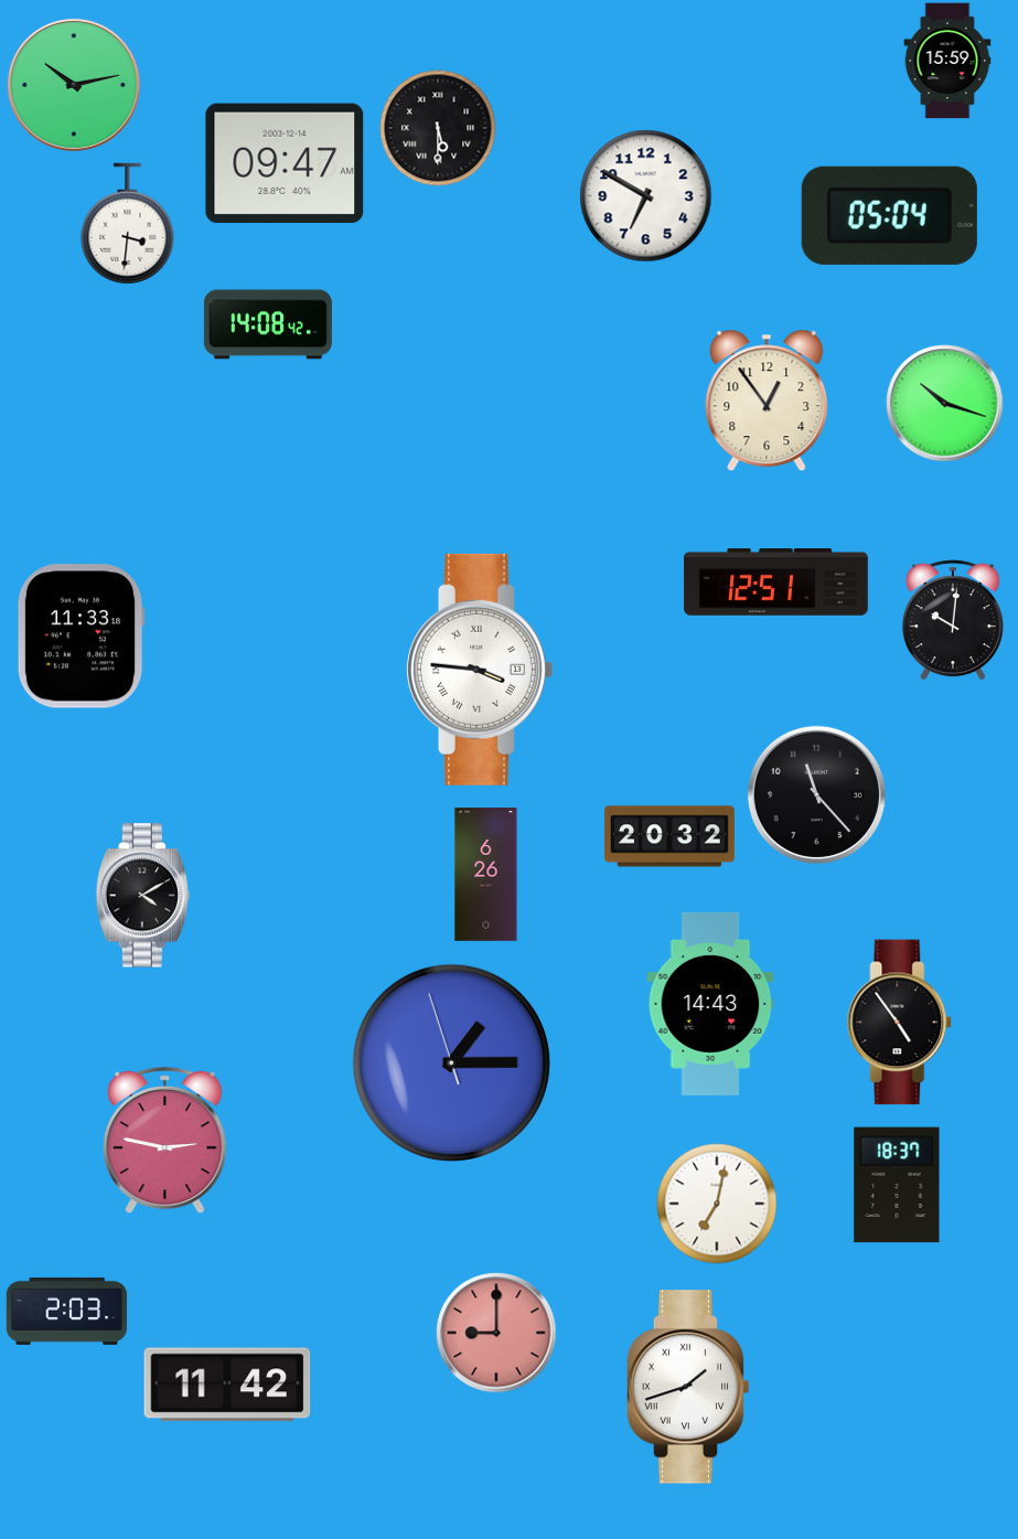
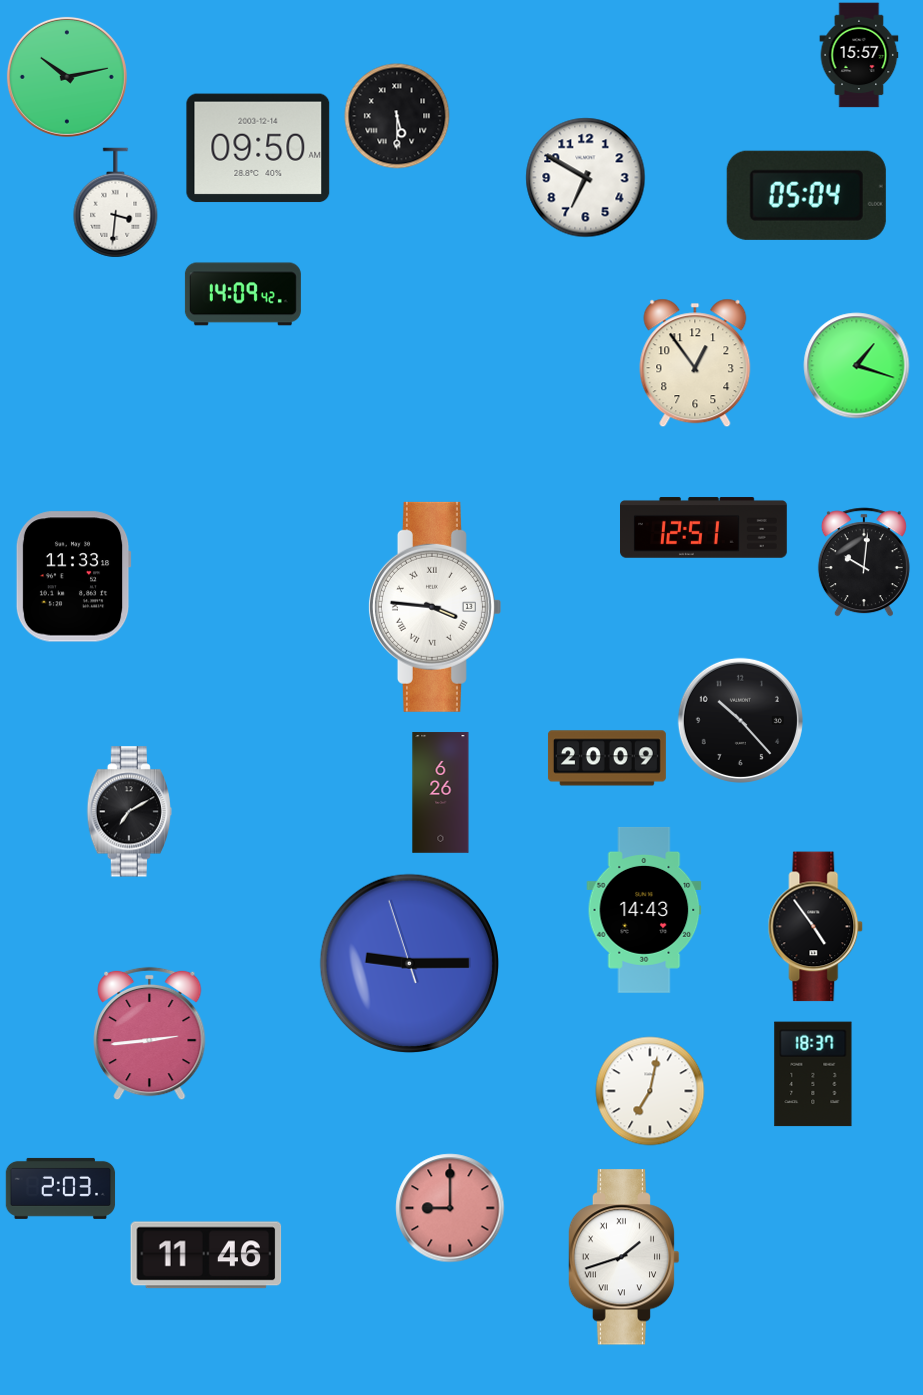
clock at (947, 61): 15:59 -> 15:57
clock at (285, 163): 09:47 -> 09:50
clock at (268, 324): 14:08 -> 14:09
clock at (945, 404): 10:18 -> 1:18
clock at (816, 794): 11:23 -> 10:23
clock at (669, 836): 20:32 -> 20:09
clock at (142, 896): 4:10 -> 7:10
clock at (451, 1062): 1:14 -> 9:14
clock at (165, 1141): 2:47 -> 2:44
clock at (227, 1385): 11:42 -> 11:46
